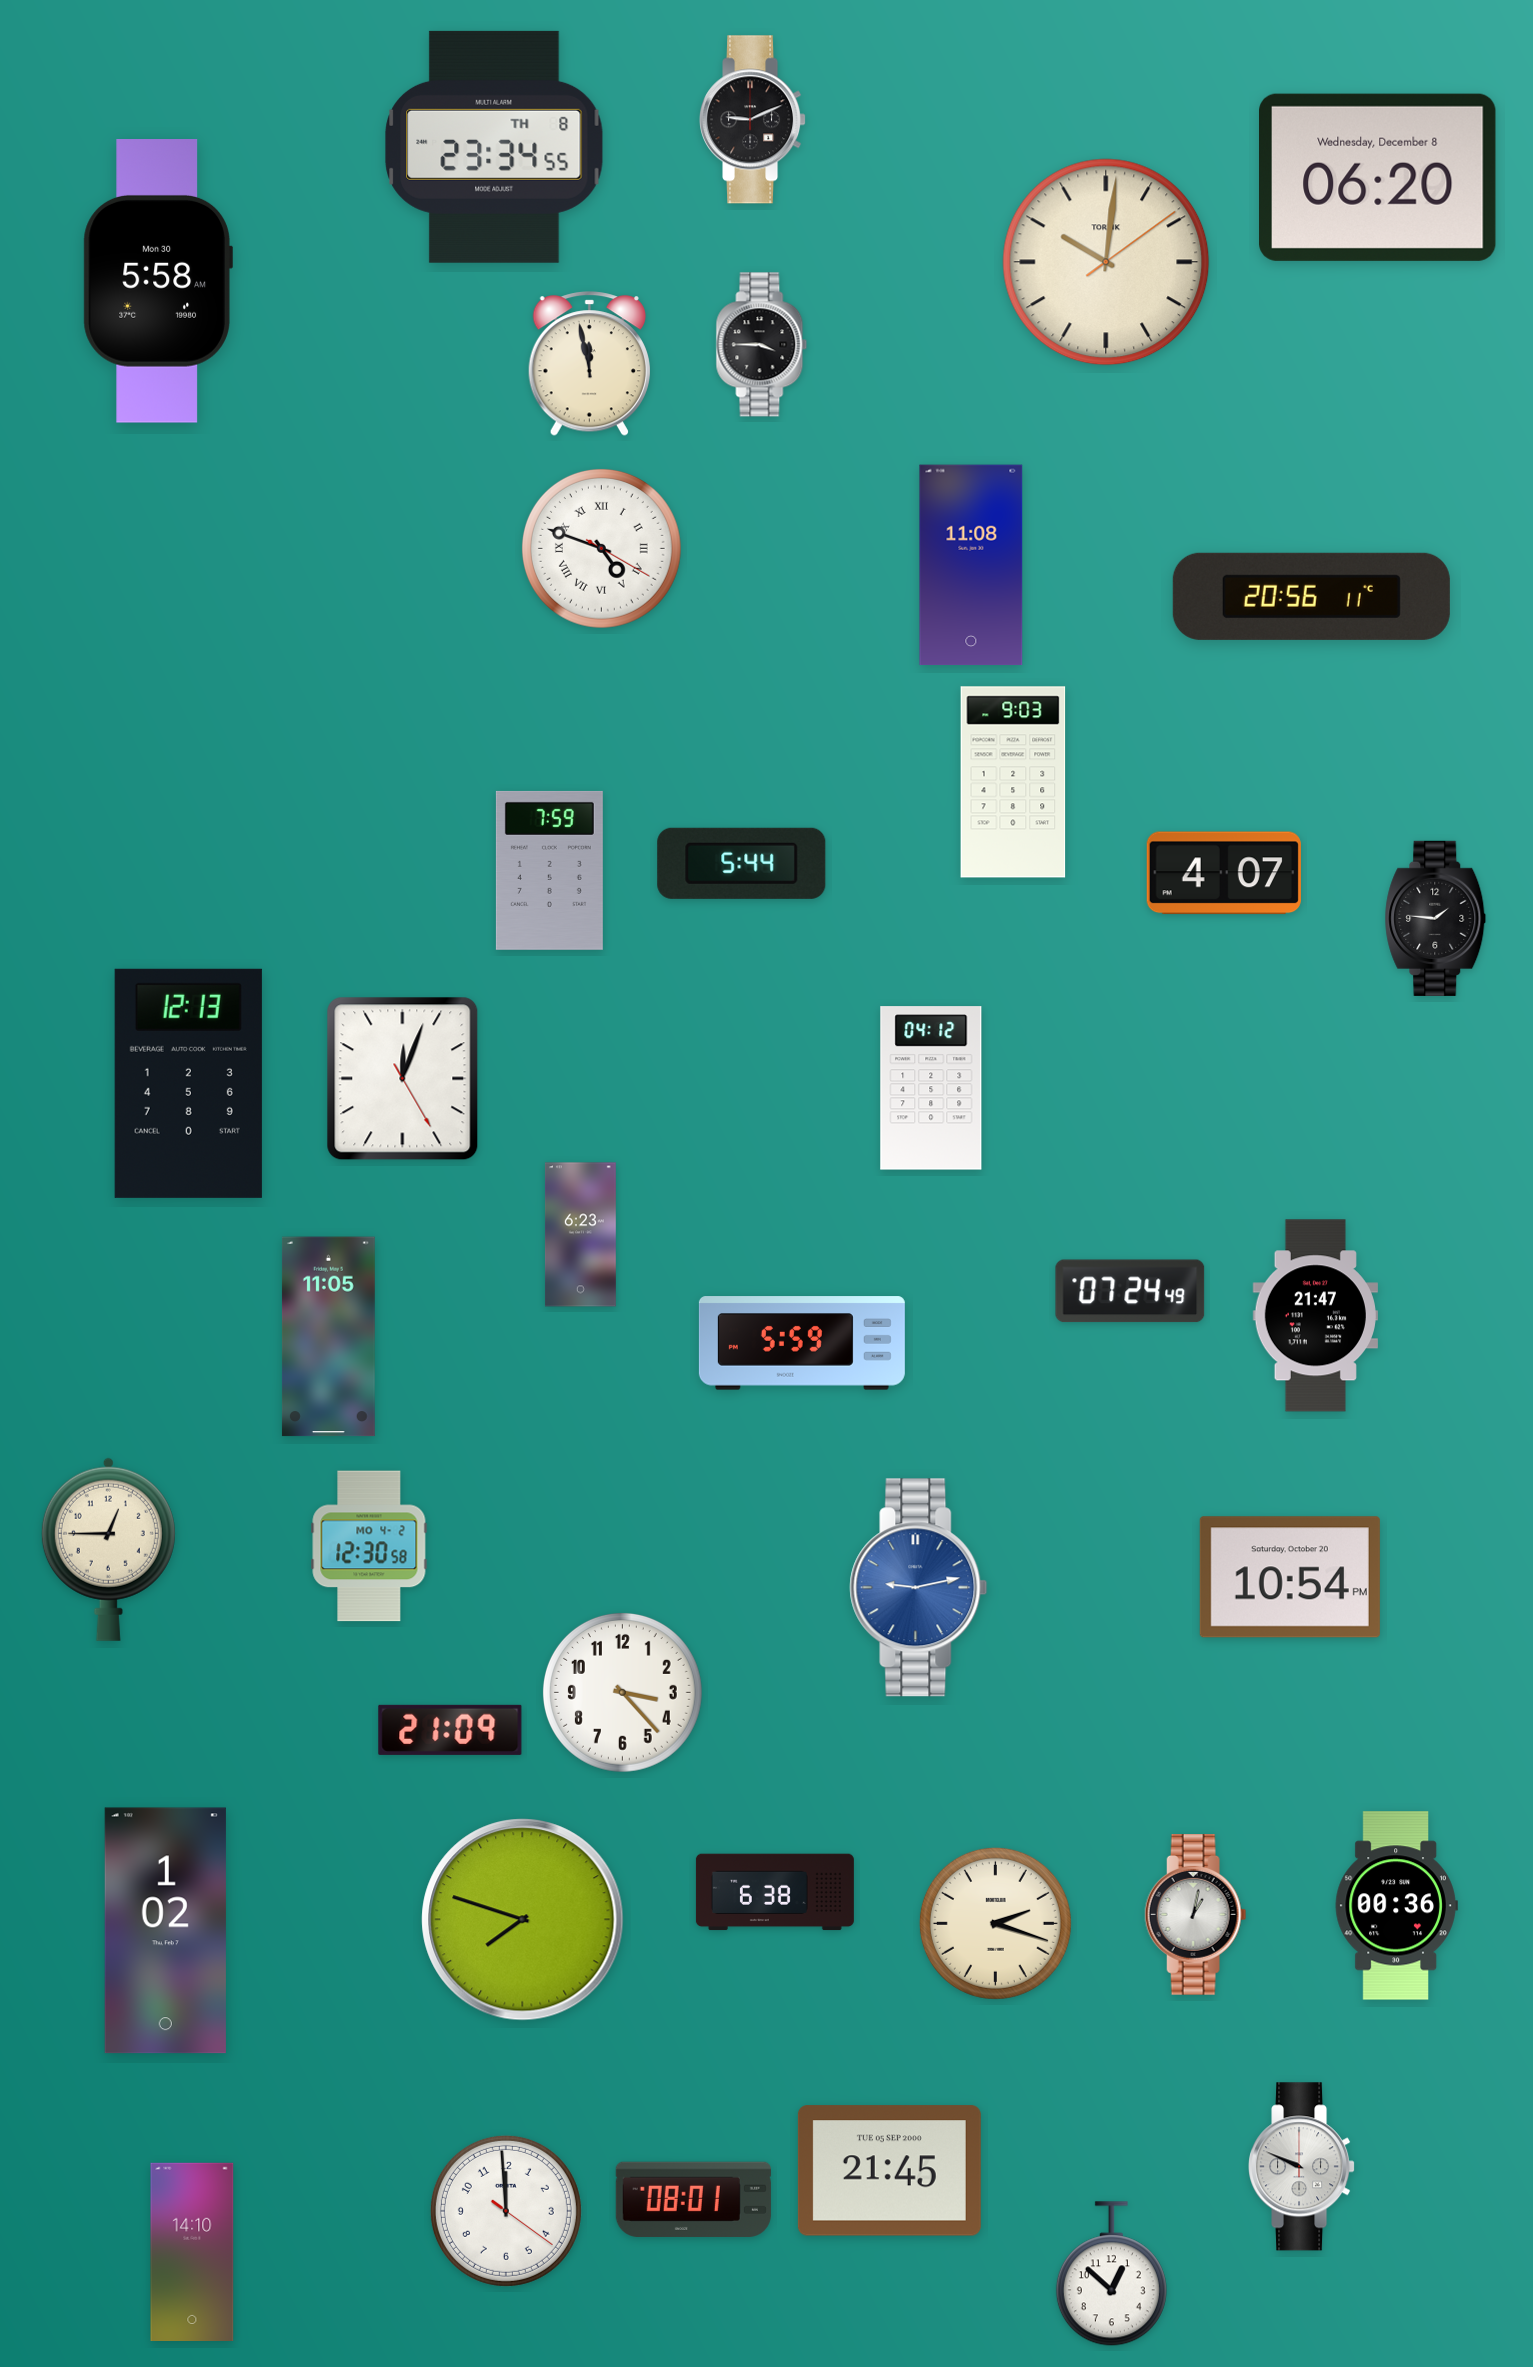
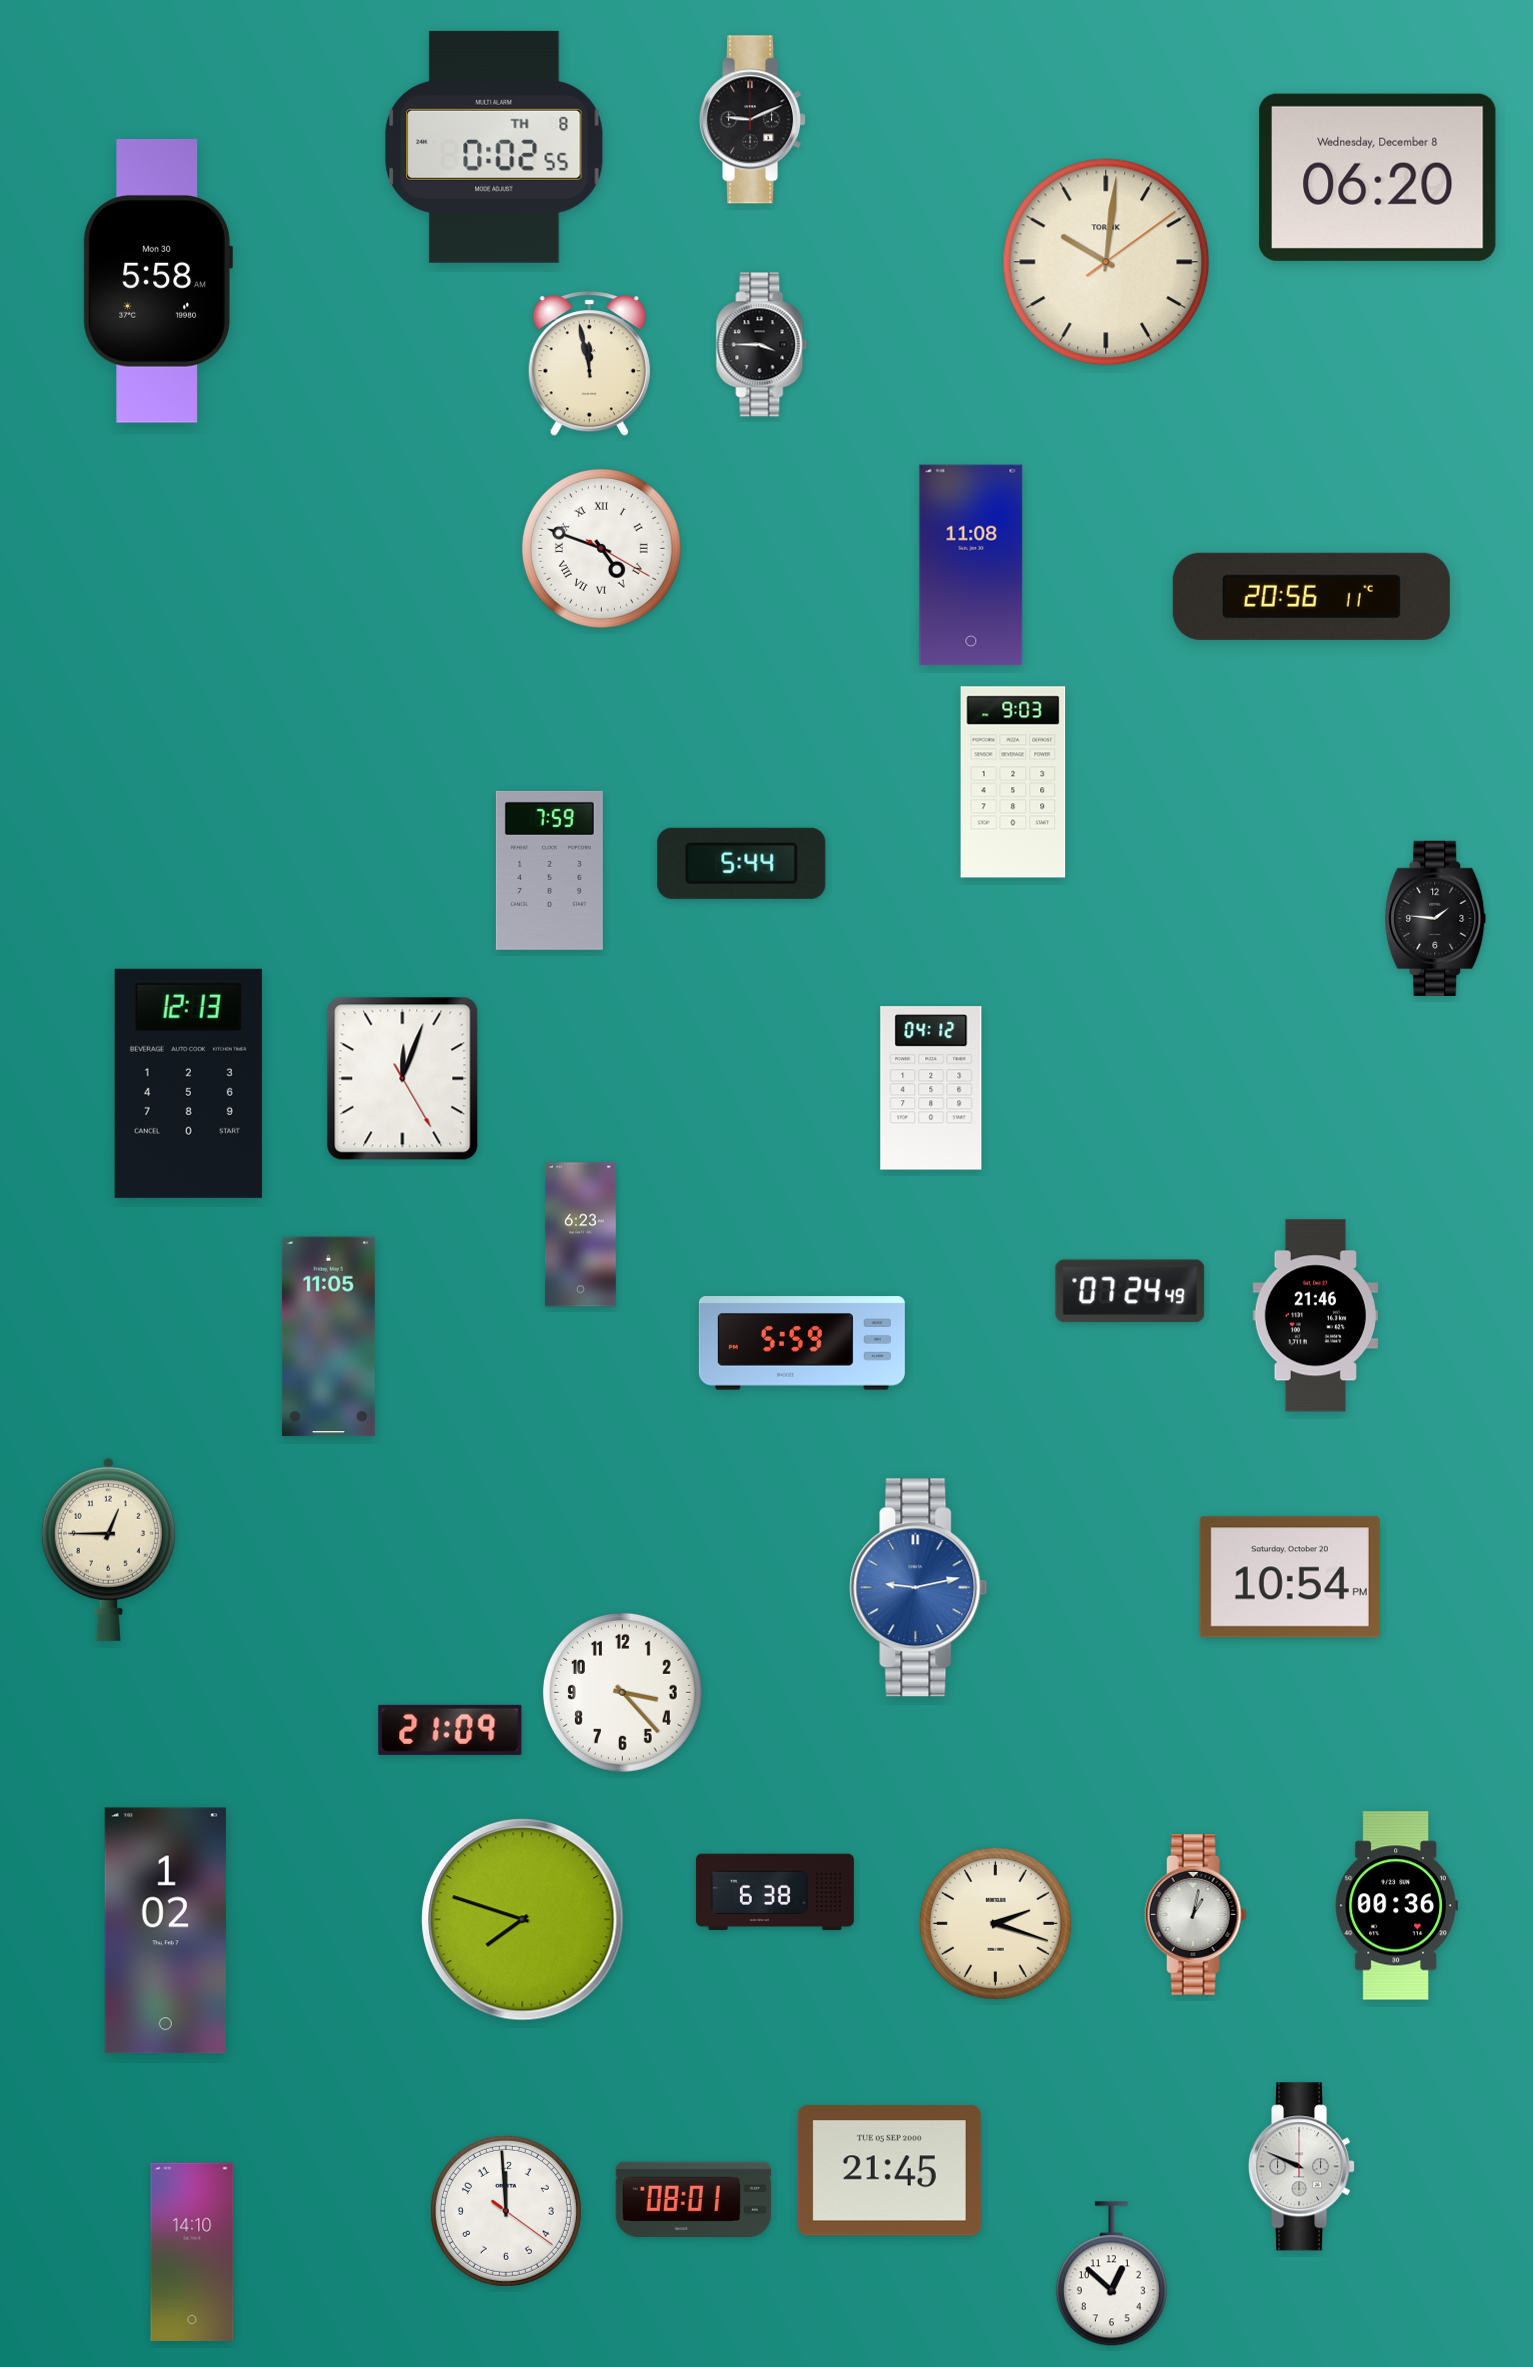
clock at (494, 147): 23:34 -> 0:02
clock at (1224, 873): 4:07 -> none
clock at (1315, 1316): 21:47 -> 21:46
clock at (369, 1546): 12:30 -> none
